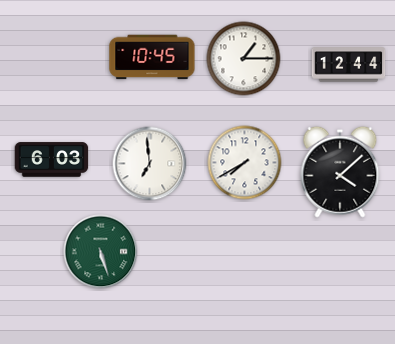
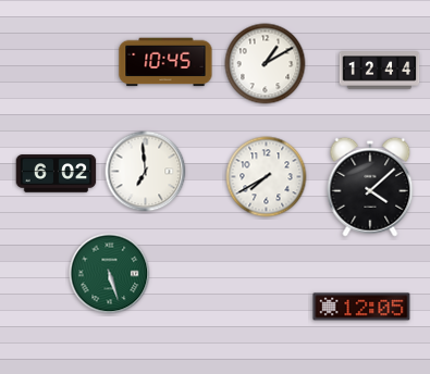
clock at (244, 59): 1:15 -> 1:10
clock at (52, 160): 6:03 -> 6:02
clock at (150, 164) position: (150, 164) -> (146, 172)
clock at (361, 307): none -> 12:05
